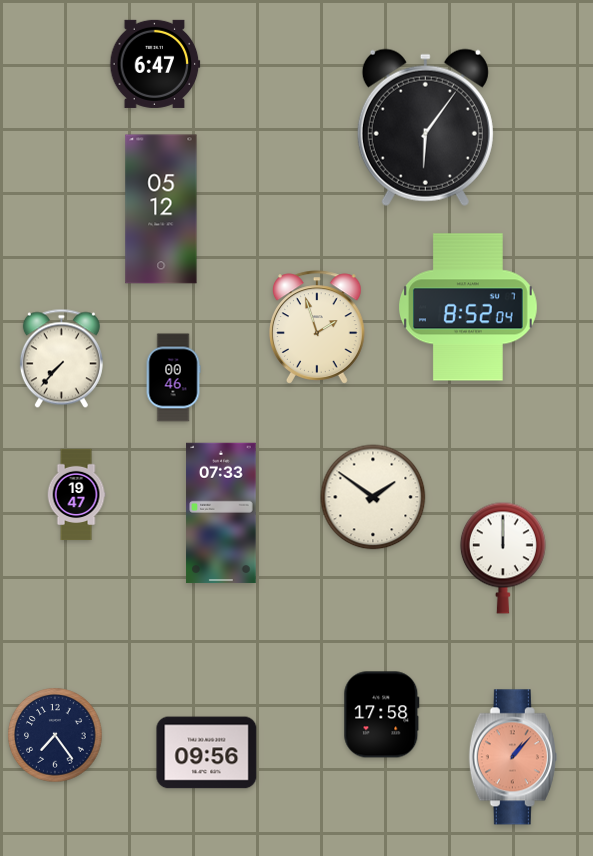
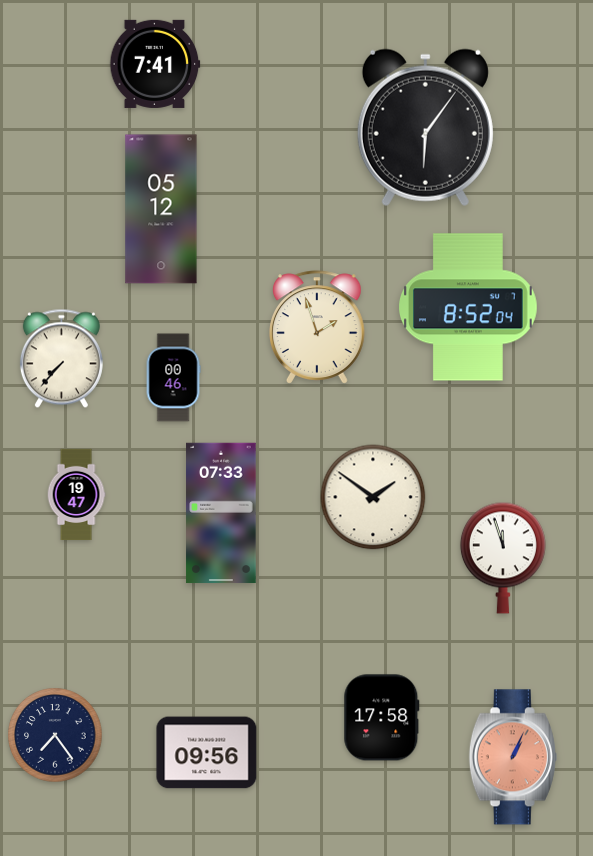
clock at (155, 64): 6:47 -> 7:41
clock at (503, 558): 12:00 -> 11:57
clock at (382, 715) position: (382, 715) -> (382, 718)
clock at (513, 757): 1:07 -> 1:04
